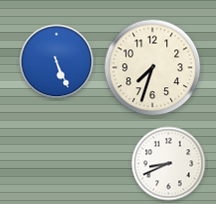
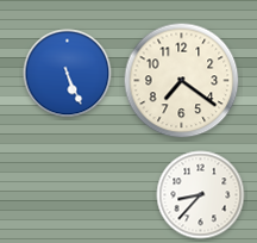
clock at (153, 68): 7:33 -> 7:21
clock at (169, 164): 8:41 -> 8:37
